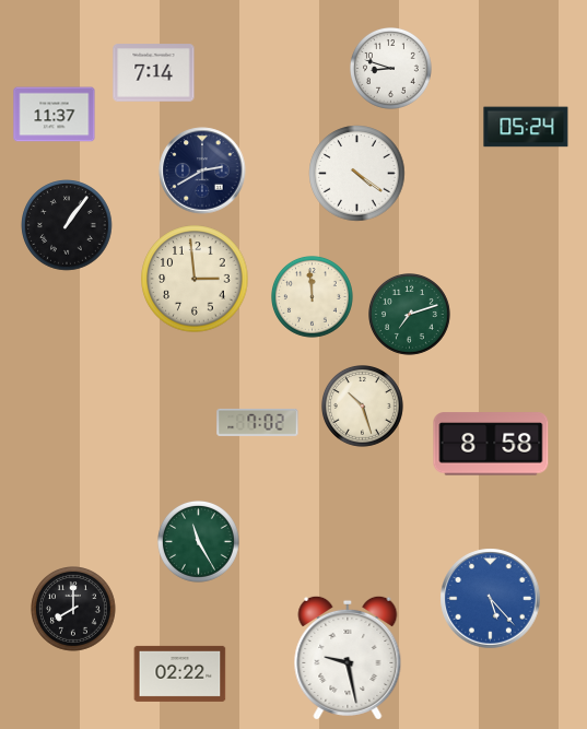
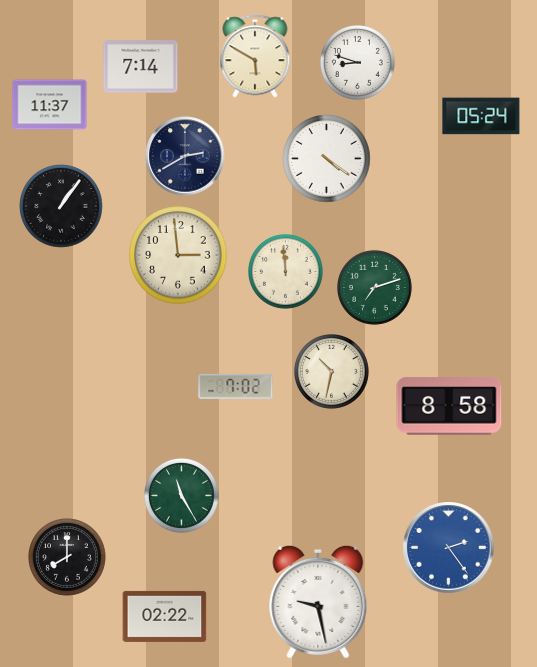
clock at (255, 56): none -> 5:50
clock at (363, 407): 10:27 -> 10:32
clock at (491, 599): 5:23 -> 2:24
